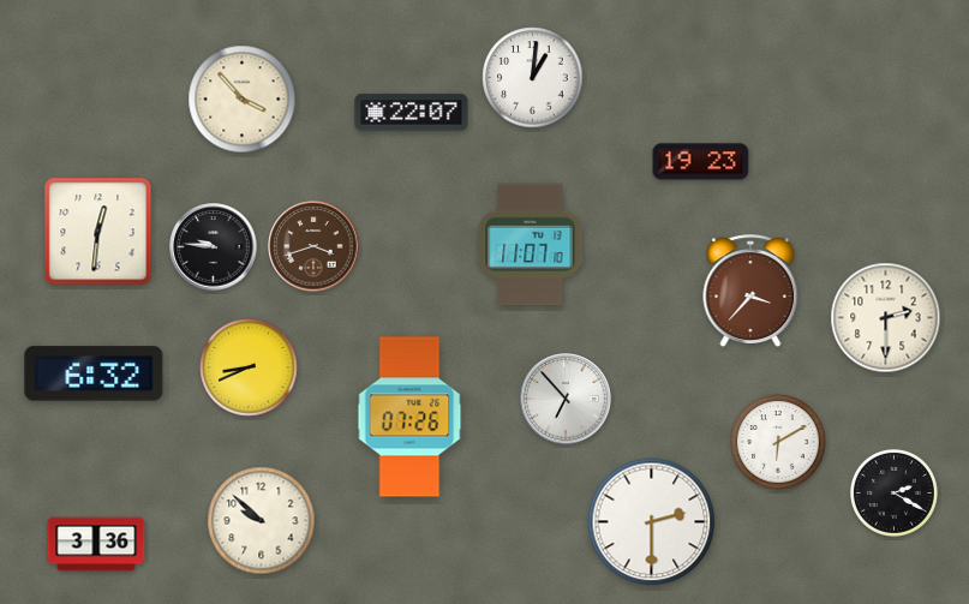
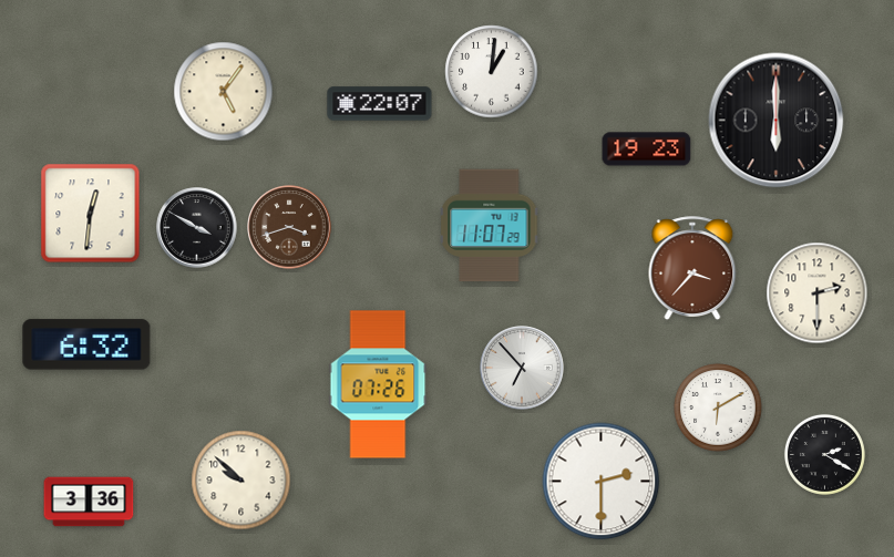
clock at (243, 100): 3:53 -> 5:06
clock at (777, 121): none -> 6:00
clock at (531, 245): 11:07:10 -> 11:07:29
clock at (214, 247): 9:46 -> 3:50
clock at (249, 367): 8:41 -> none
